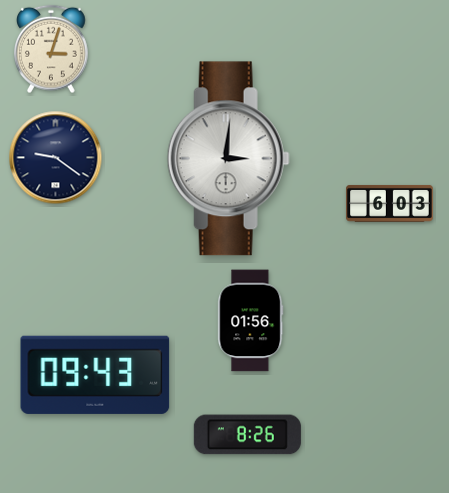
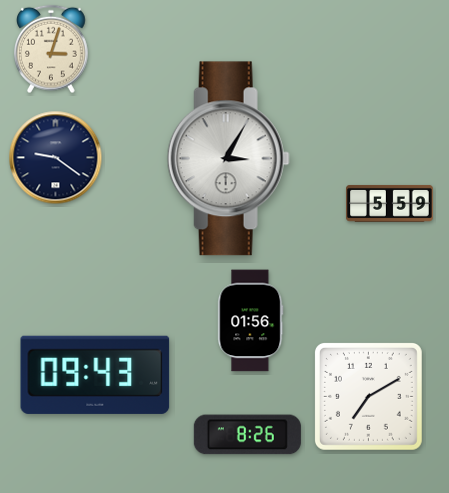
clock at (228, 159): 3:01 -> 3:05
clock at (390, 203): 6:03 -> 5:59
clock at (368, 396): none -> 7:10
